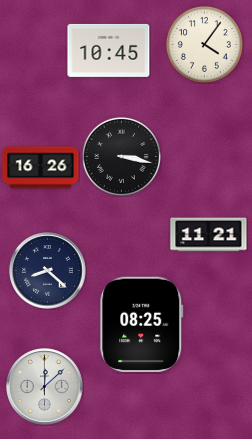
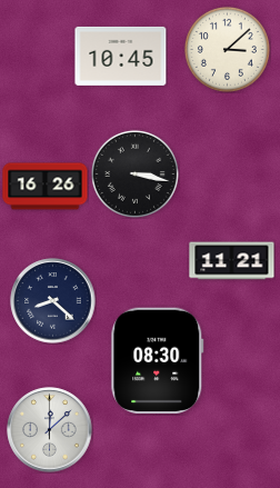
clock at (204, 44): 4:06 -> 3:08
clock at (142, 324): 08:25 -> 08:30
